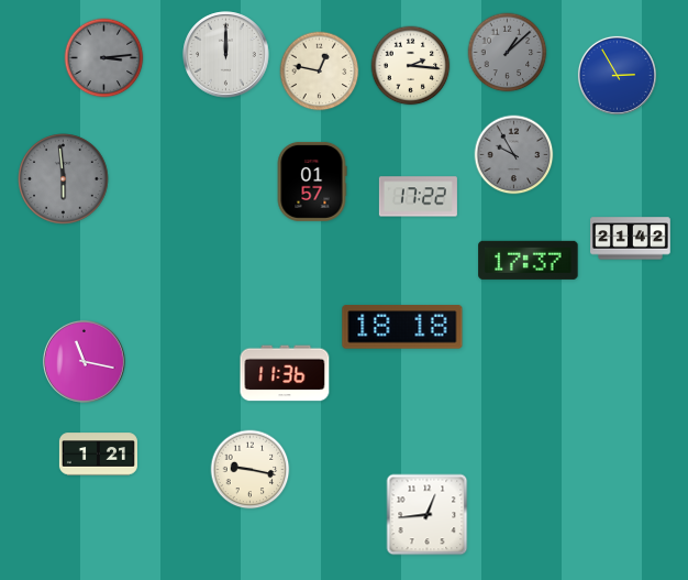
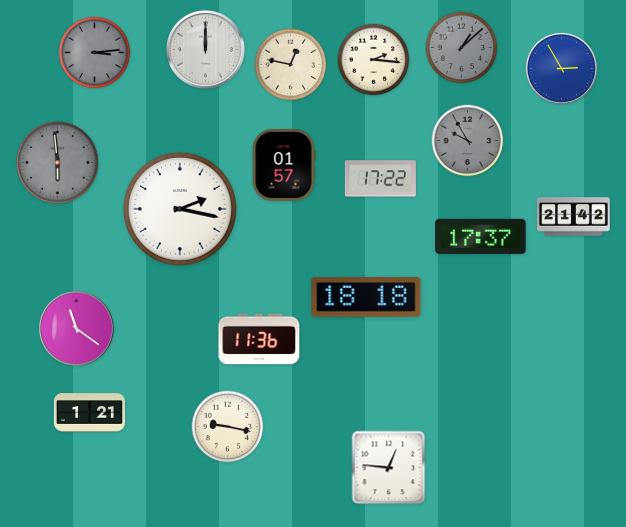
clock at (181, 210): none -> 2:17
clock at (84, 361): 11:17 -> 11:21
clock at (428, 515): 12:44 -> 12:46
